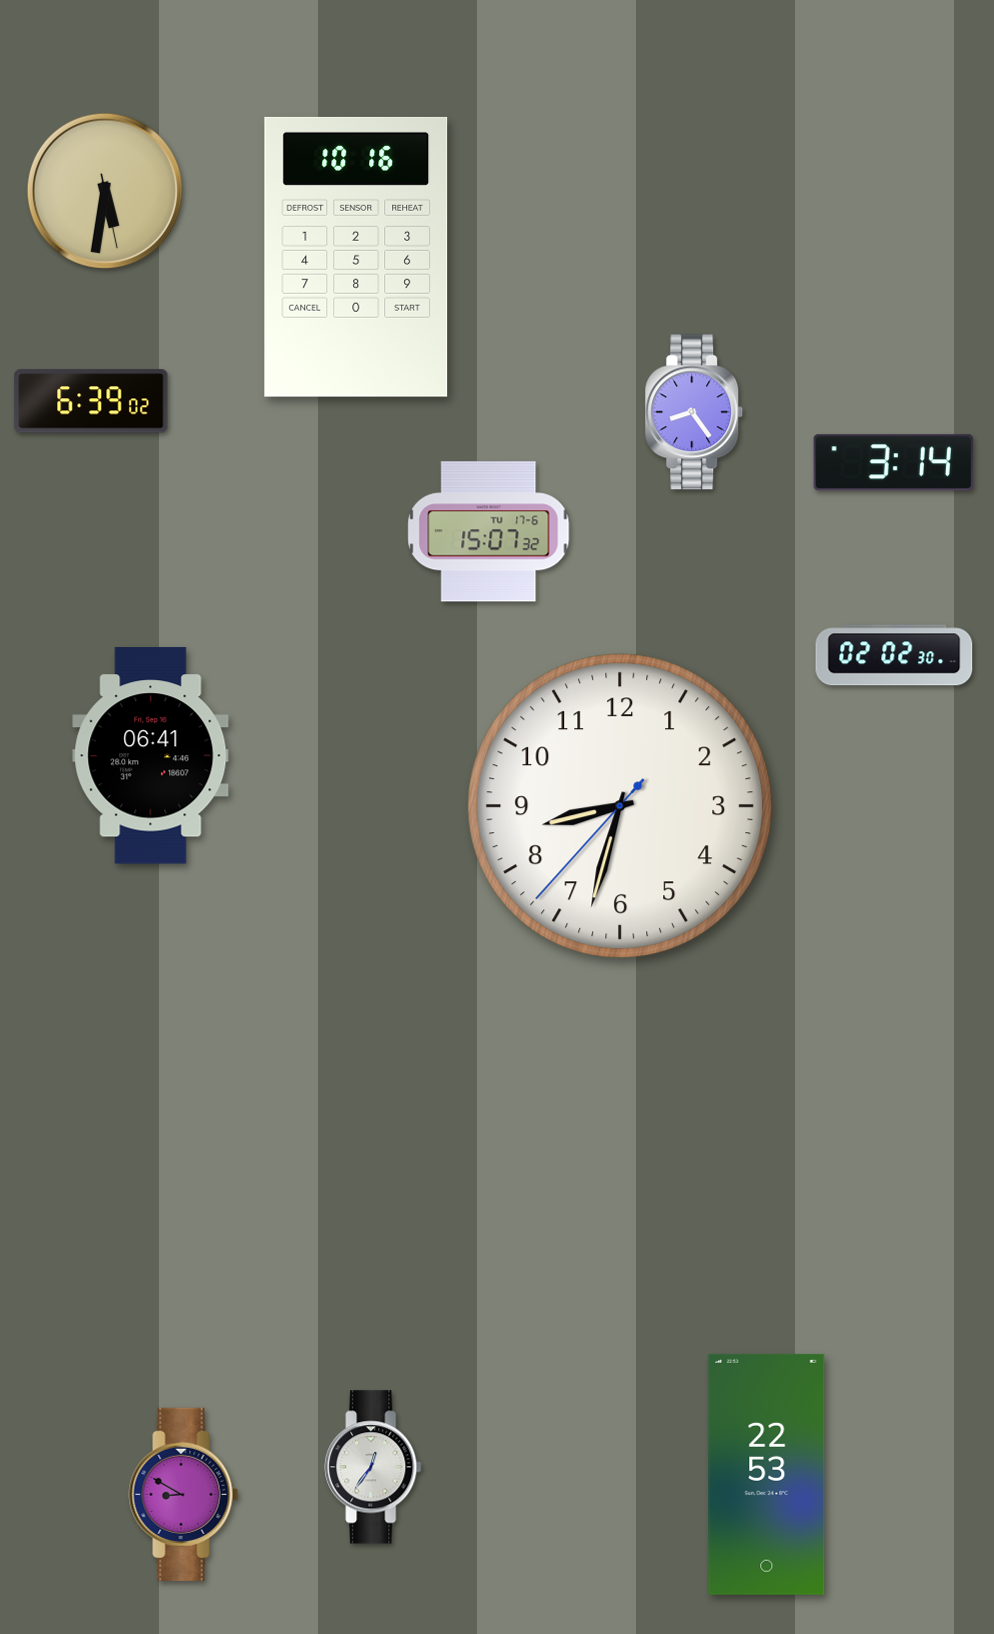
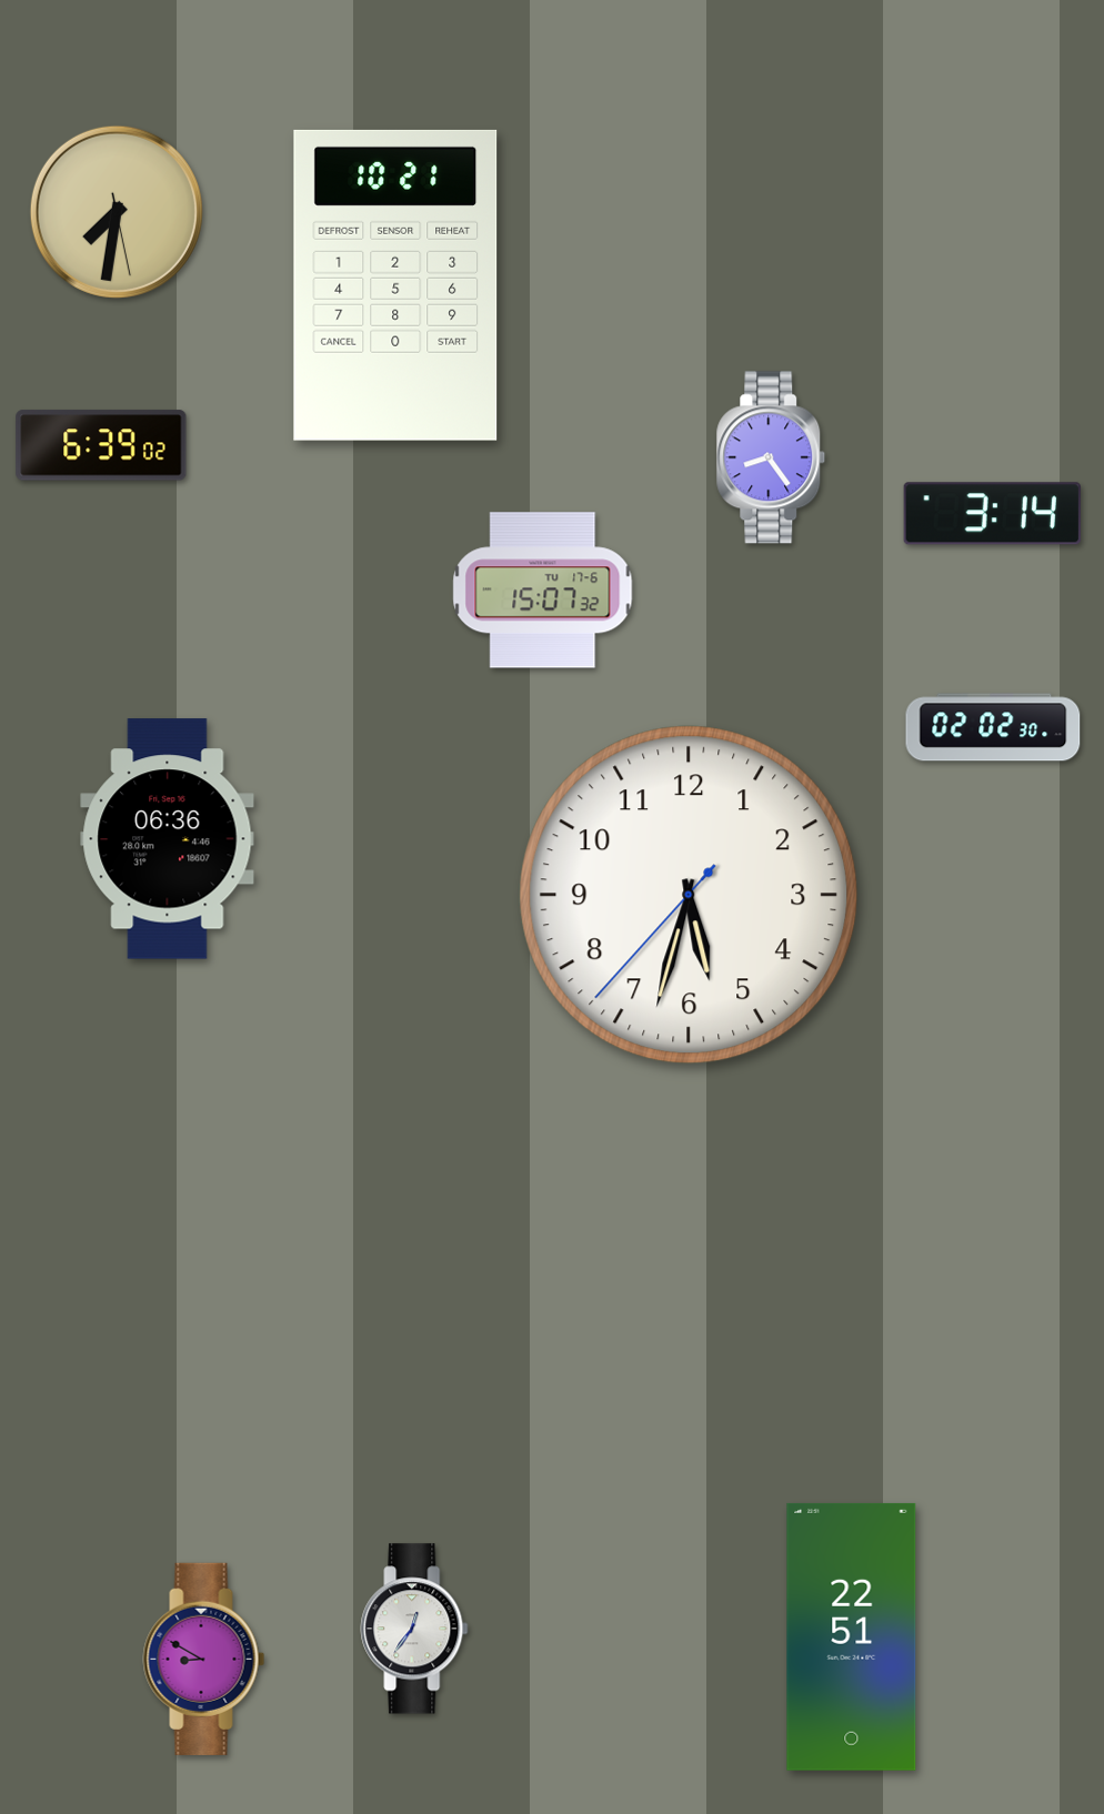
clock at (105, 191): 5:31 -> 7:31
clock at (356, 257): 10:16 -> 10:21
clock at (151, 756): 06:41 -> 06:36
clock at (620, 806): 8:32 -> 5:32
clock at (767, 1474): 22:53 -> 22:51
